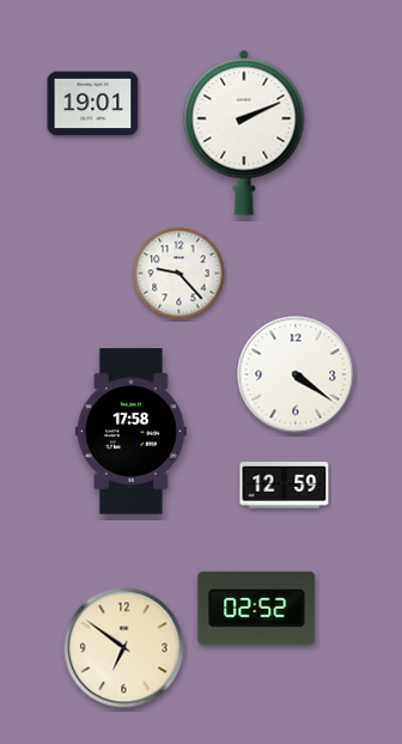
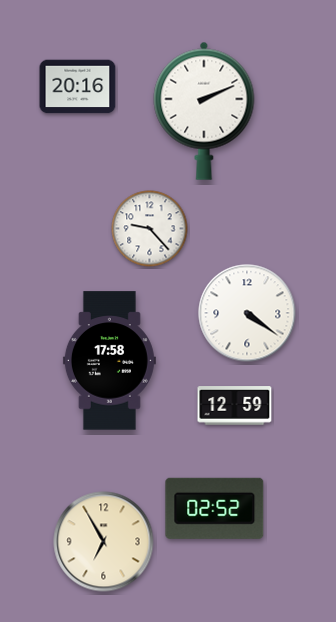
clock at (93, 104): 19:01 -> 20:16
clock at (285, 486) position: (285, 486) -> (235, 406)
clock at (124, 648): 6:51 -> 6:55
